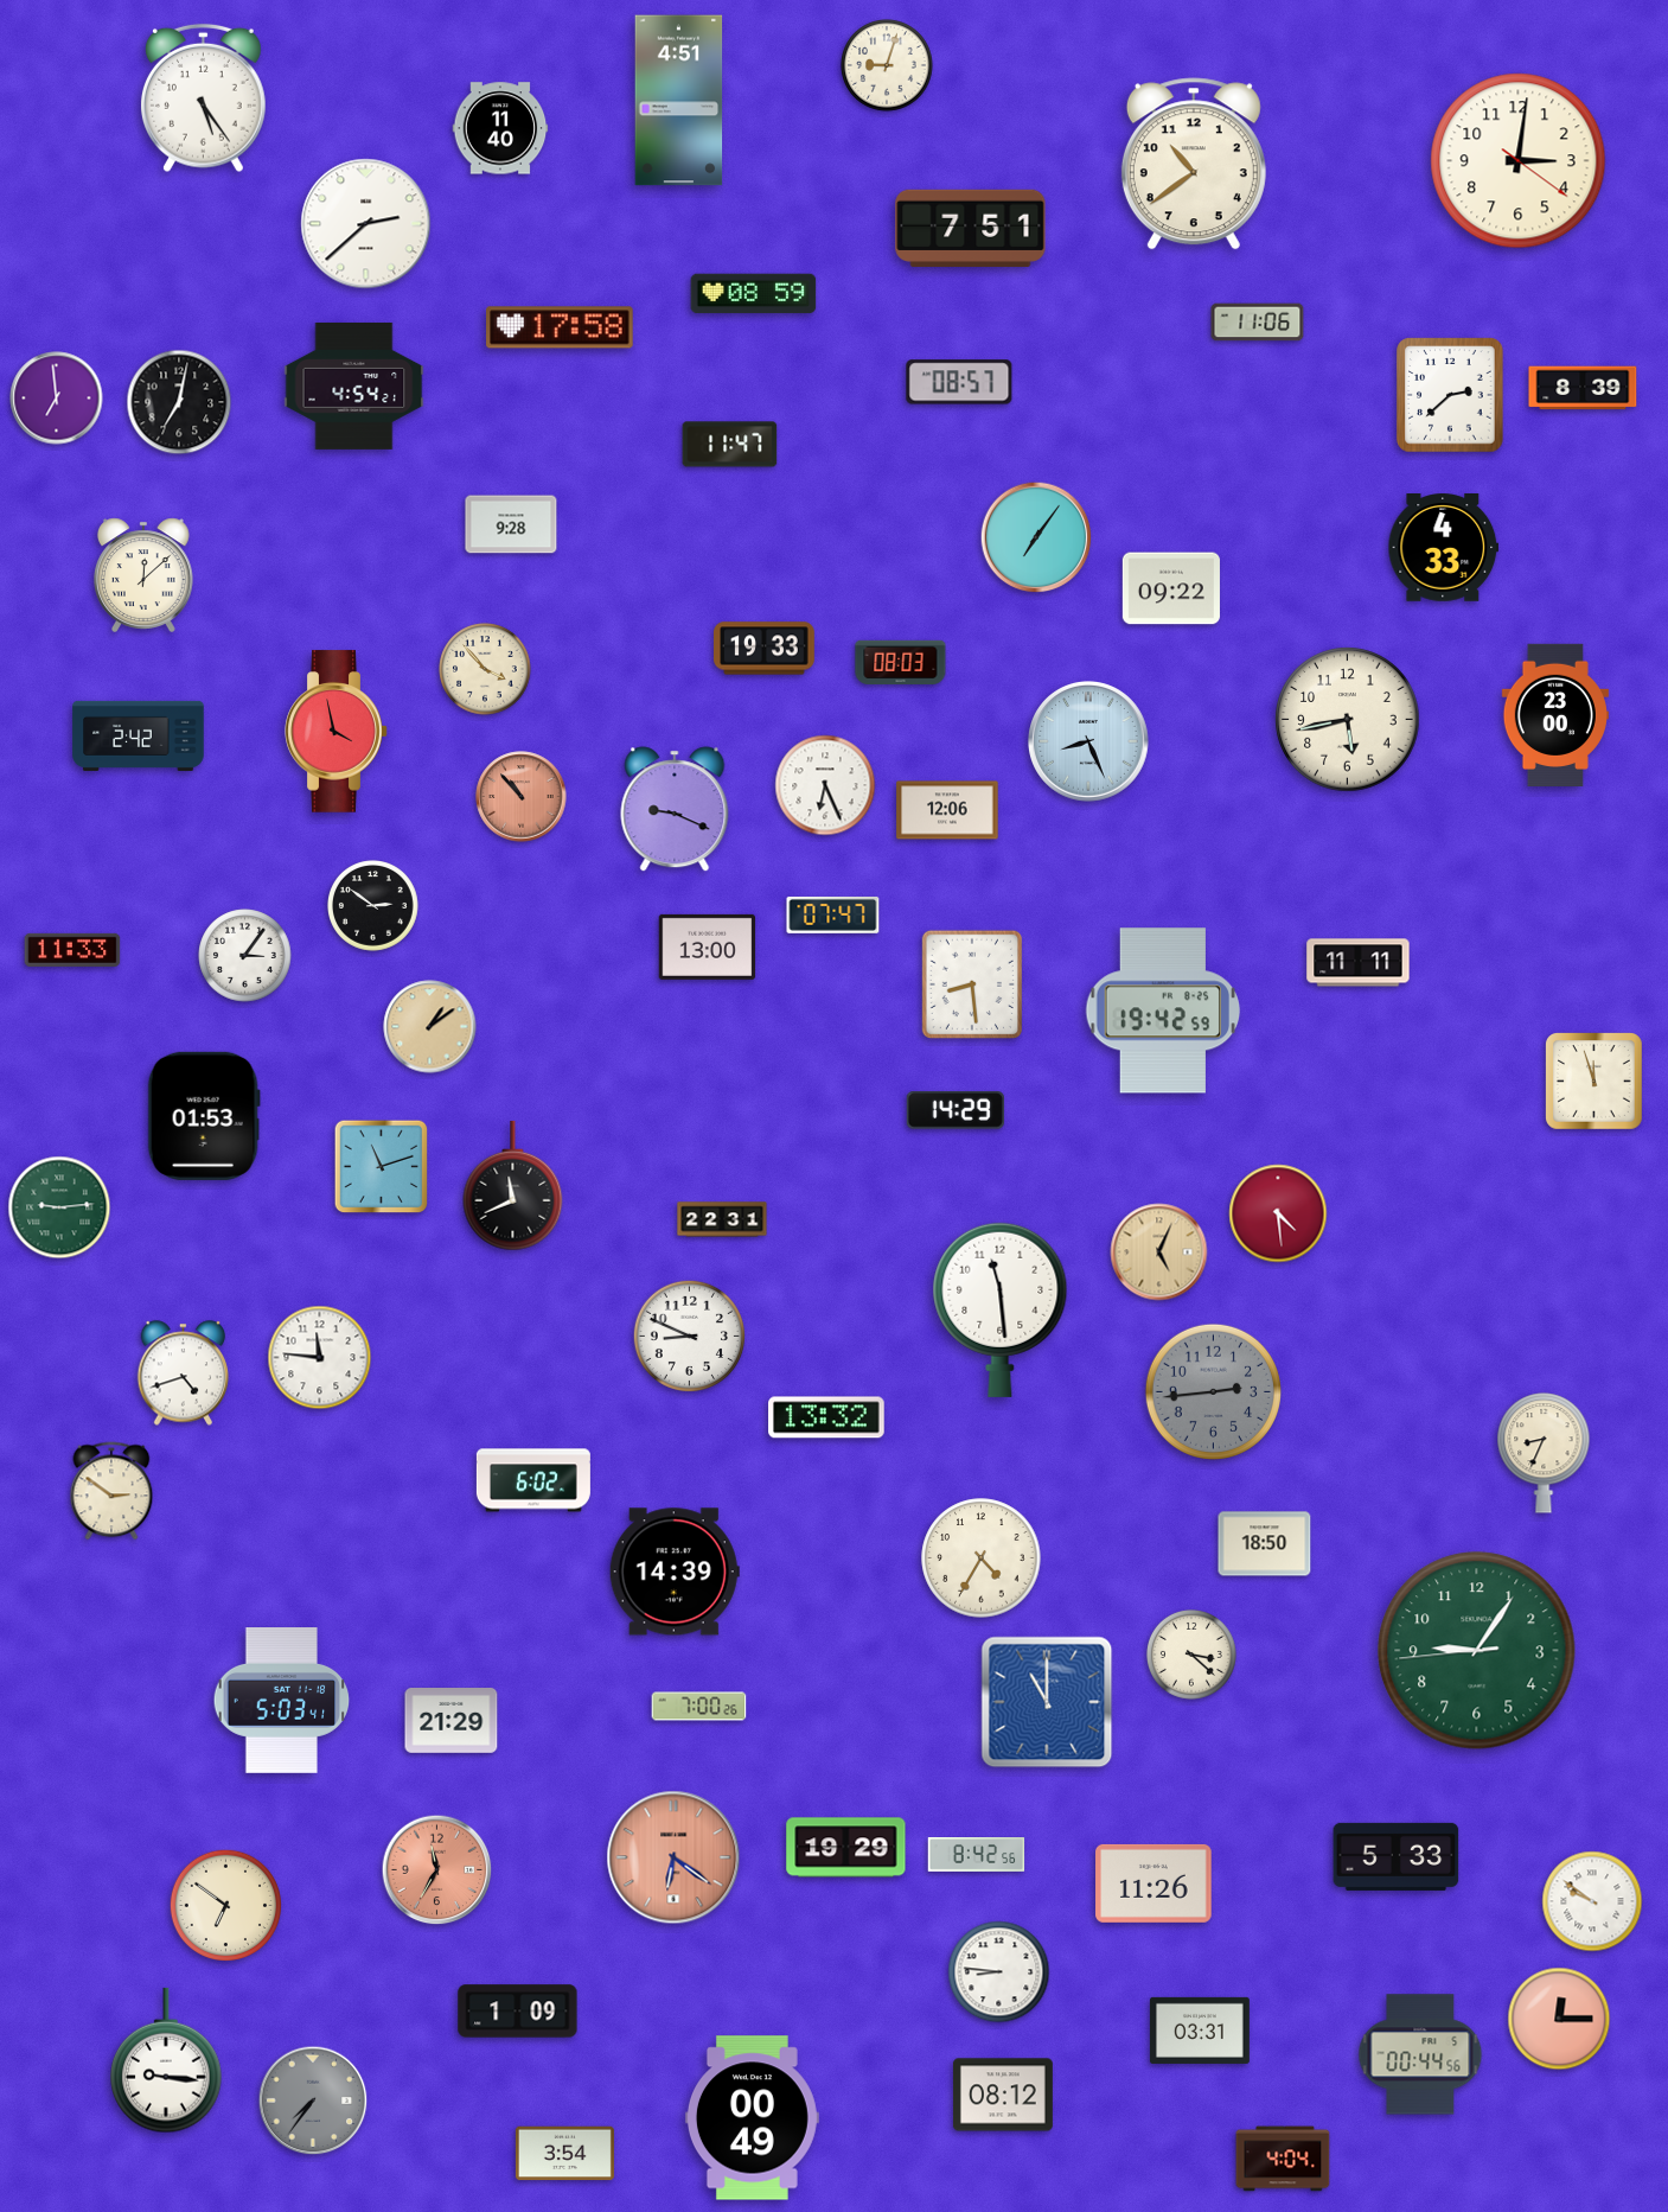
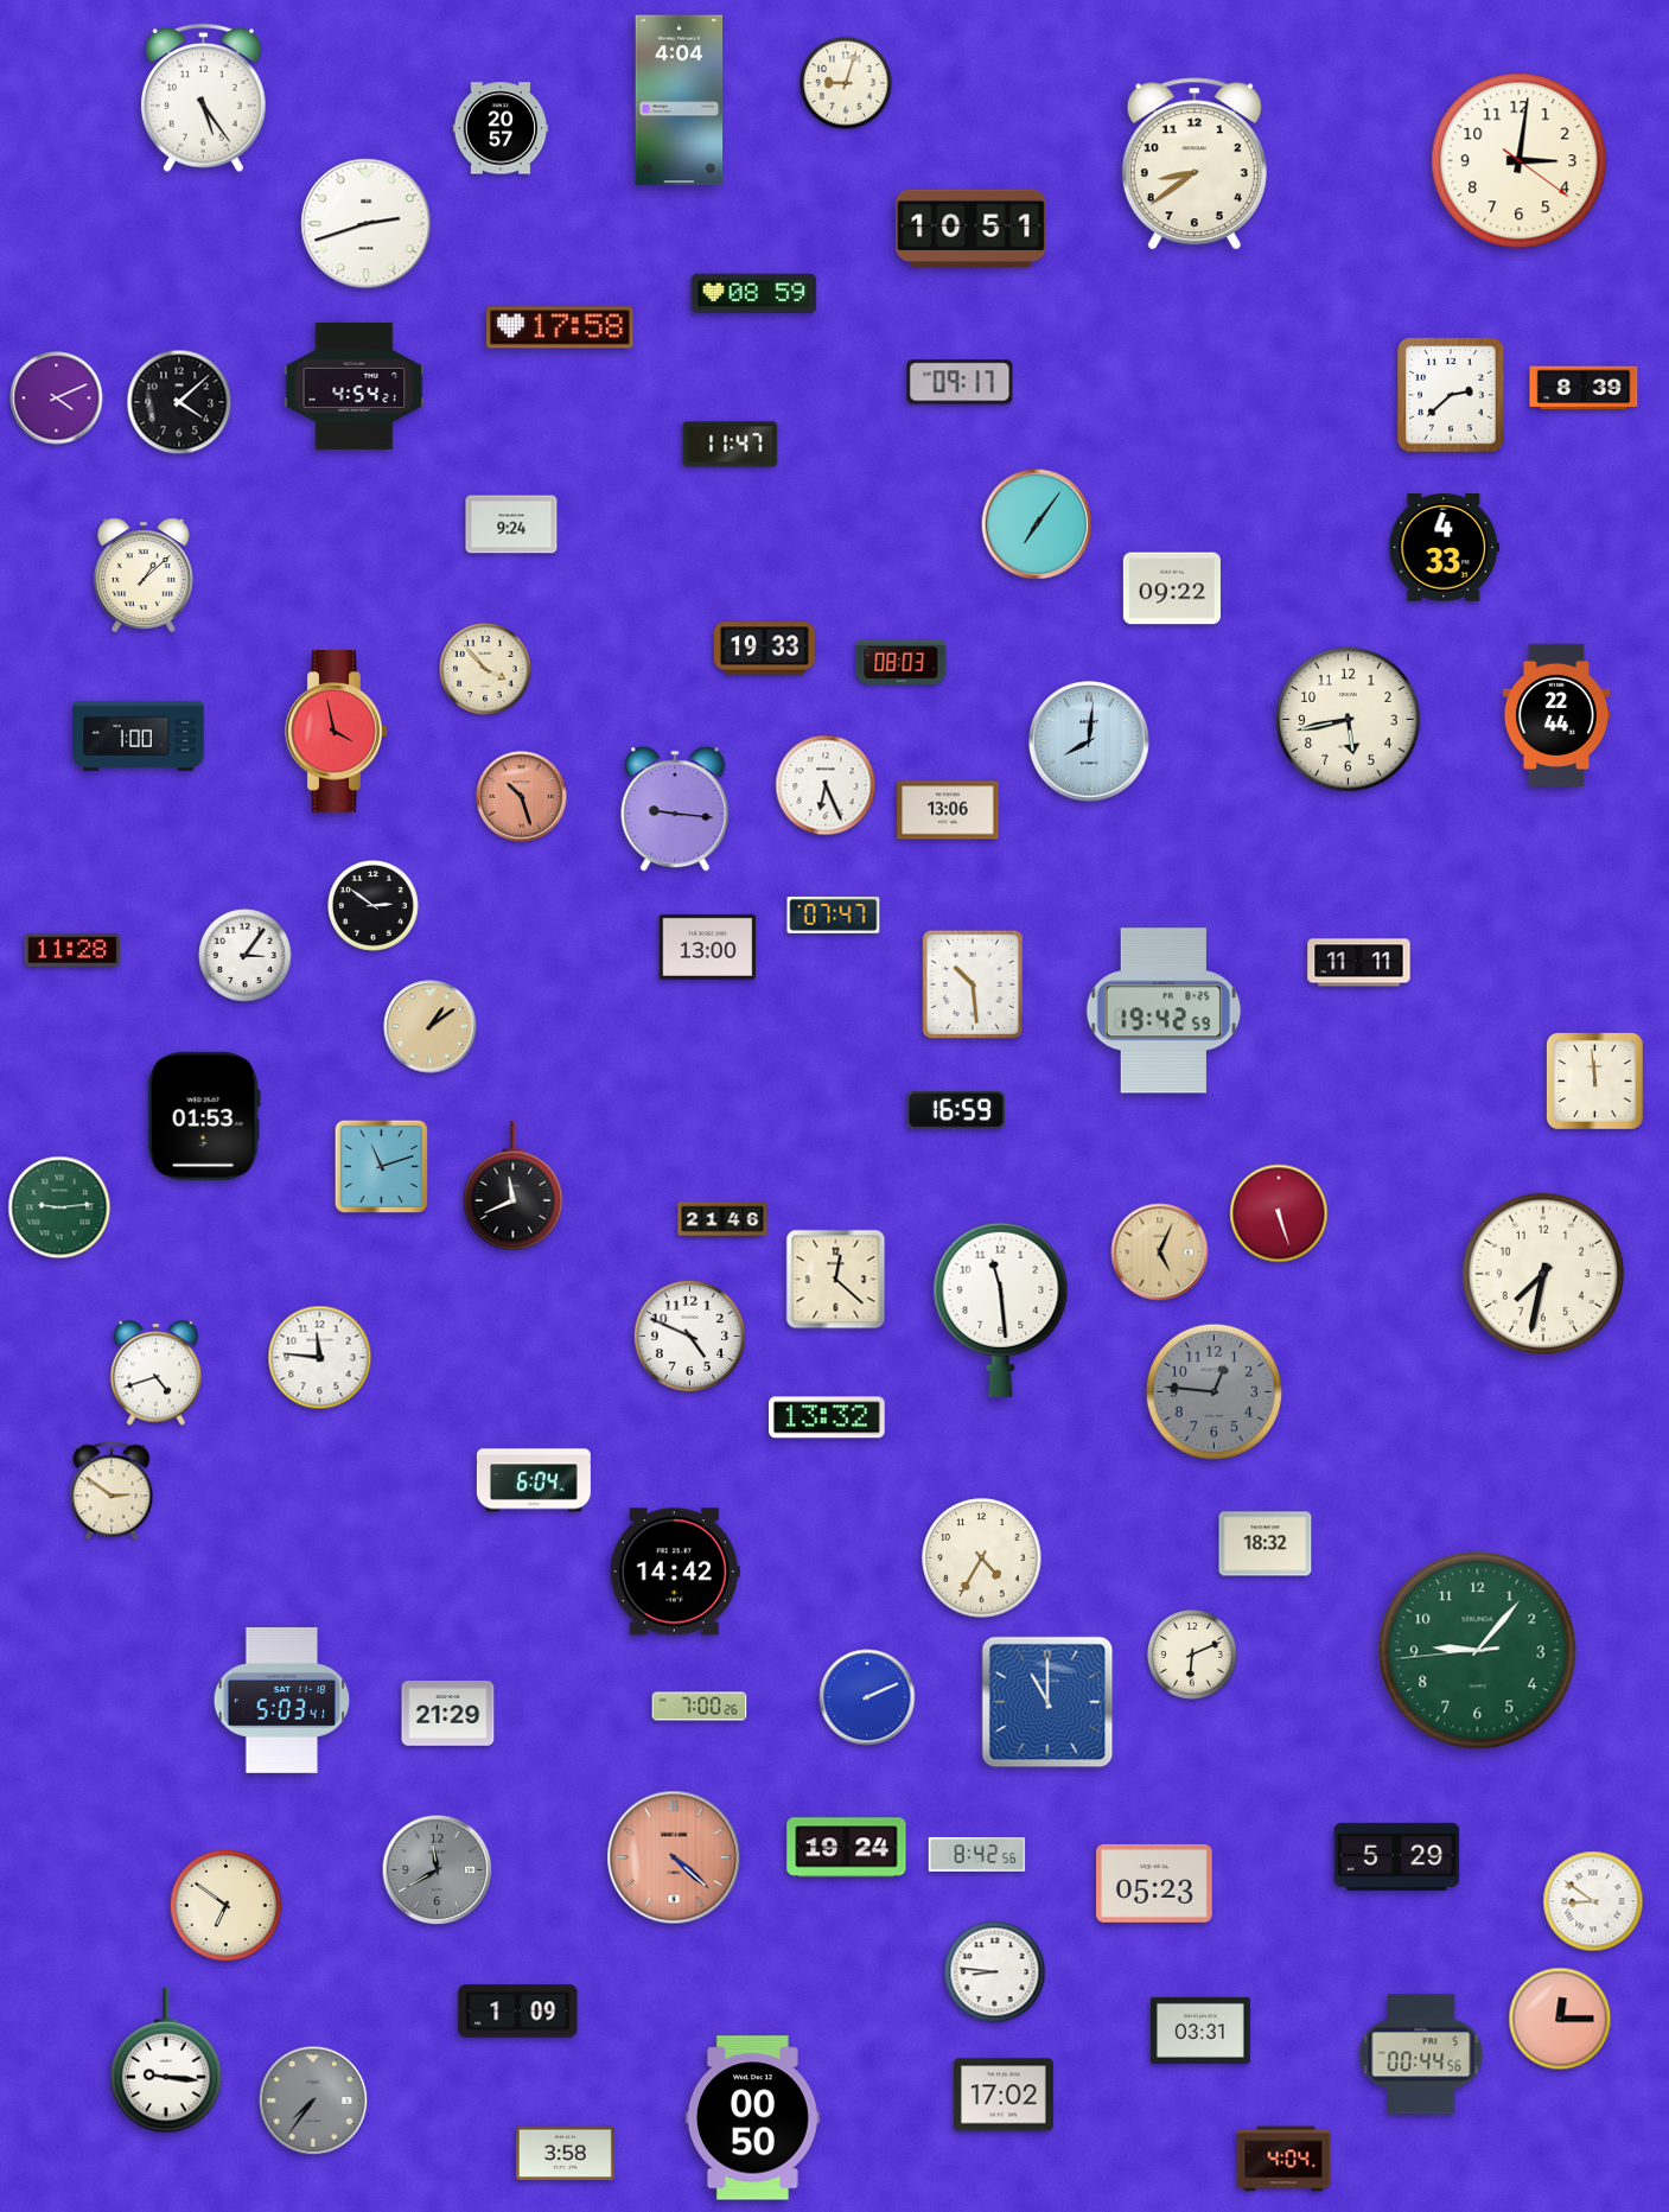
clock at (887, 65) position: (887, 65) -> (846, 83)
clock at (679, 101): 4:51 -> 4:04
clock at (500, 128): 11:40 -> 20:57
clock at (1194, 164): 10:39 -> 8:39
clock at (366, 224): 2:38 -> 2:42
clock at (971, 228): 7:51 -> 10:51
clock at (1258, 323): 11:06 -> none
clock at (959, 382): 08:57 -> 09:17
clock at (57, 399): 6:59 -> 4:11
clock at (179, 402): 7:02 -> 4:08
clock at (511, 524): 9:28 -> 9:24
clock at (1036, 537) position: (1036, 537) -> (1037, 524)
clock at (145, 575): 12:08 -> 1:08
clock at (1555, 714): 23:00 -> 22:44
clock at (139, 735): 2:42 -> 1:00
clock at (1089, 742): 8:26 -> 8:01
clock at (522, 797): 10:53 -> 10:27
clock at (675, 809): 9:19 -> 9:16
clock at (947, 810): 12:06 -> 13:06
clock at (72, 950): 11:33 -> 11:28
clock at (971, 983): 8:29 -> 10:29
clock at (1594, 1082): 11:57 -> 11:59
clock at (956, 1110): 14:29 -> 16:59
clock at (1278, 1213): 4:29 -> 5:27
clock at (722, 1219): 22:31 -> 21:46
clock at (1543, 1274): none -> 7:32
clock at (836, 1280): none -> 12:22
clock at (689, 1336): 8:49 -> 4:49
clock at (184, 1373) position: (184, 1373) -> (157, 1373)
clock at (1213, 1391): 2:44 -> 12:46
clock at (1544, 1453): 8:34 -> none
clock at (533, 1480): 6:02 -> 6:04
clock at (1265, 1544): 18:50 -> 18:32
clock at (675, 1572): 14:39 -> 14:42
clock at (1477, 1651): 9:05 -> 9:06
clock at (1191, 1655): 3:22 -> 6:11
clock at (867, 1697): none -> 2:11
clock at (452, 1721) position: (452, 1721) -> (448, 1714)
clock at (846, 1848): 19:29 -> 19:24
clock at (1397, 1856): 5:33 -> 5:29
clock at (673, 1857): 6:21 -> 4:22
clock at (437, 1870): 11:35 -> 11:40
clock at (437, 1870) dial: salmon -> grey
clock at (1153, 1883): 11:26 -> 05:23
clock at (1592, 1901): 9:51 -> 8:51
clock at (999, 1972) position: (999, 1972) -> (995, 1972)
clock at (1003, 2095): 08:12 -> 17:02
clock at (752, 2118): 00:49 -> 00:50
clock at (564, 2154): 3:54 -> 3:58
